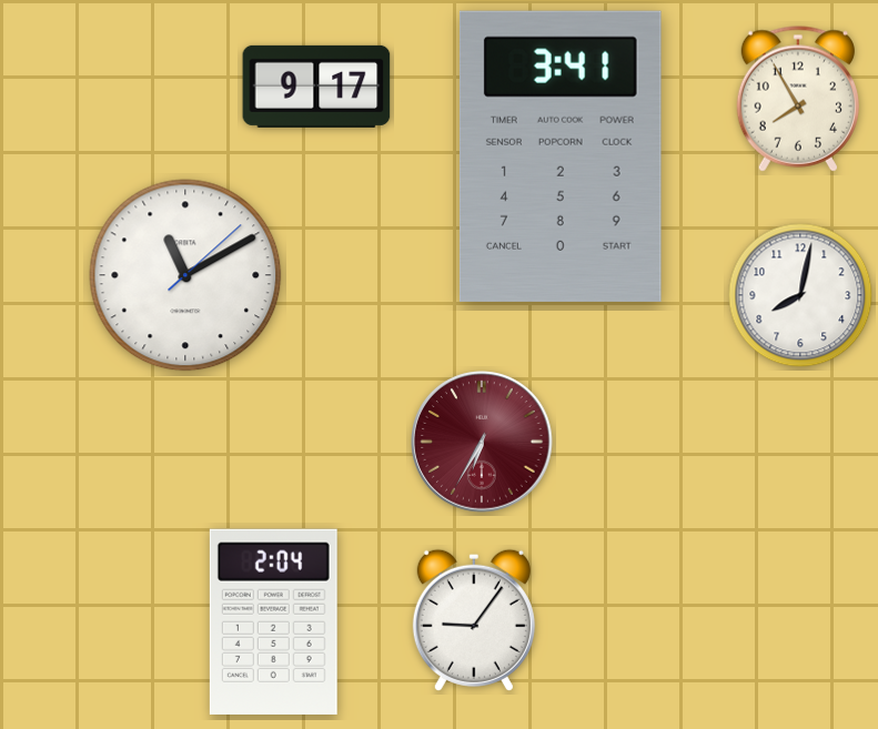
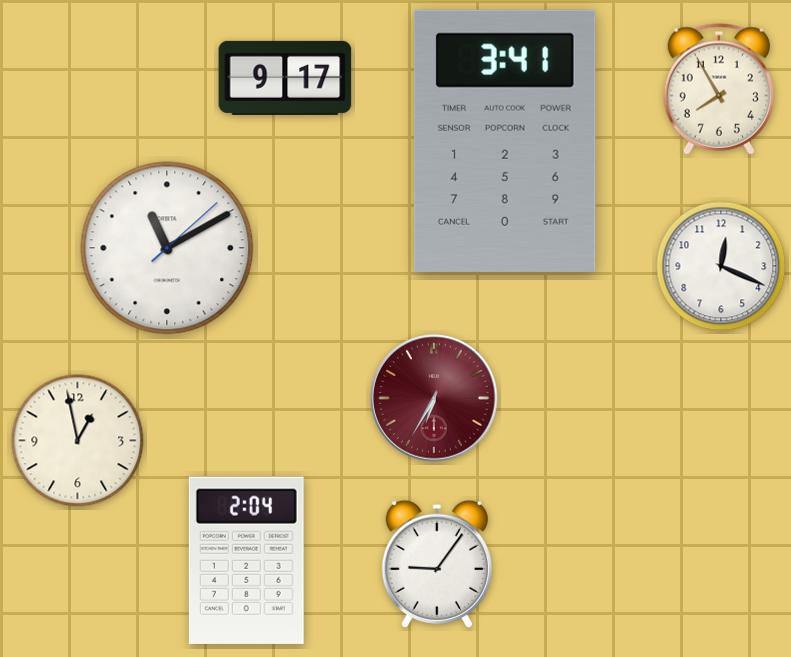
clock at (800, 295): 8:02 -> 12:19
clock at (78, 441): none -> 12:58
clock at (474, 620) position: (474, 620) -> (437, 564)
